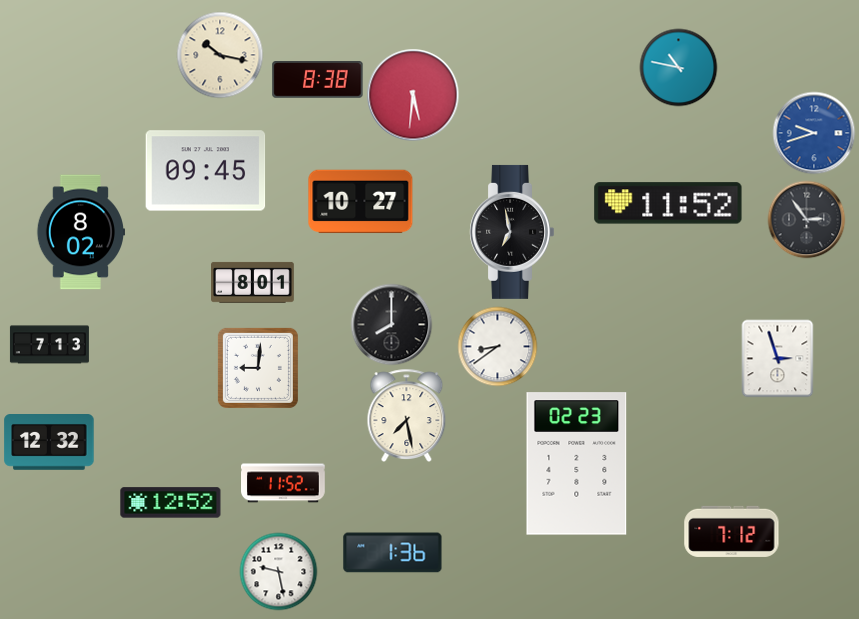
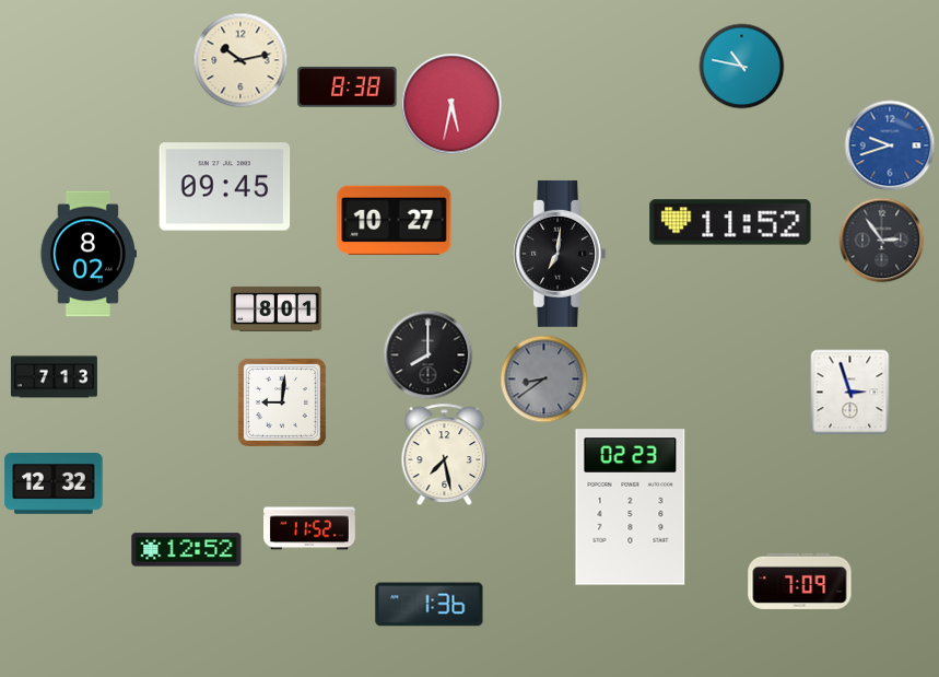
clock at (220, 55): 10:17 -> 10:13
clock at (678, 67) position: (678, 67) -> (741, 66)
clock at (413, 95): 5:31 -> 5:32
clock at (511, 232): 6:58 -> 7:01
clock at (497, 346) dial: white -> grey
clock at (732, 531): 7:12 -> 7:09
clock at (278, 571): 9:28 -> none
